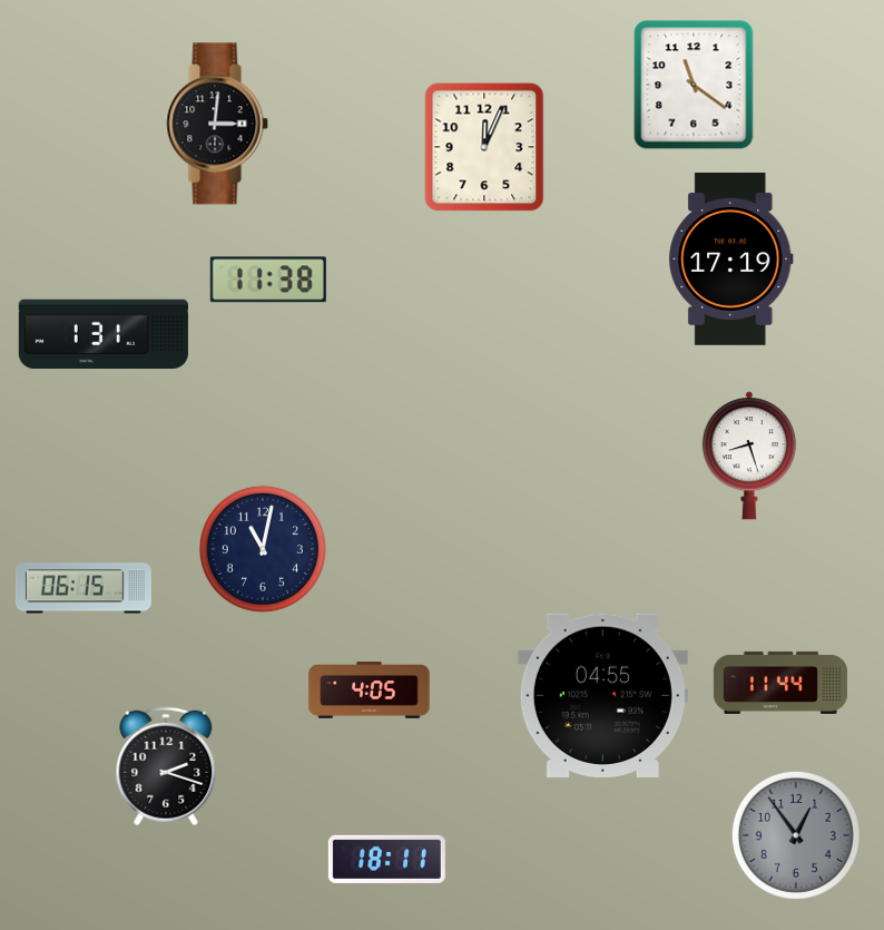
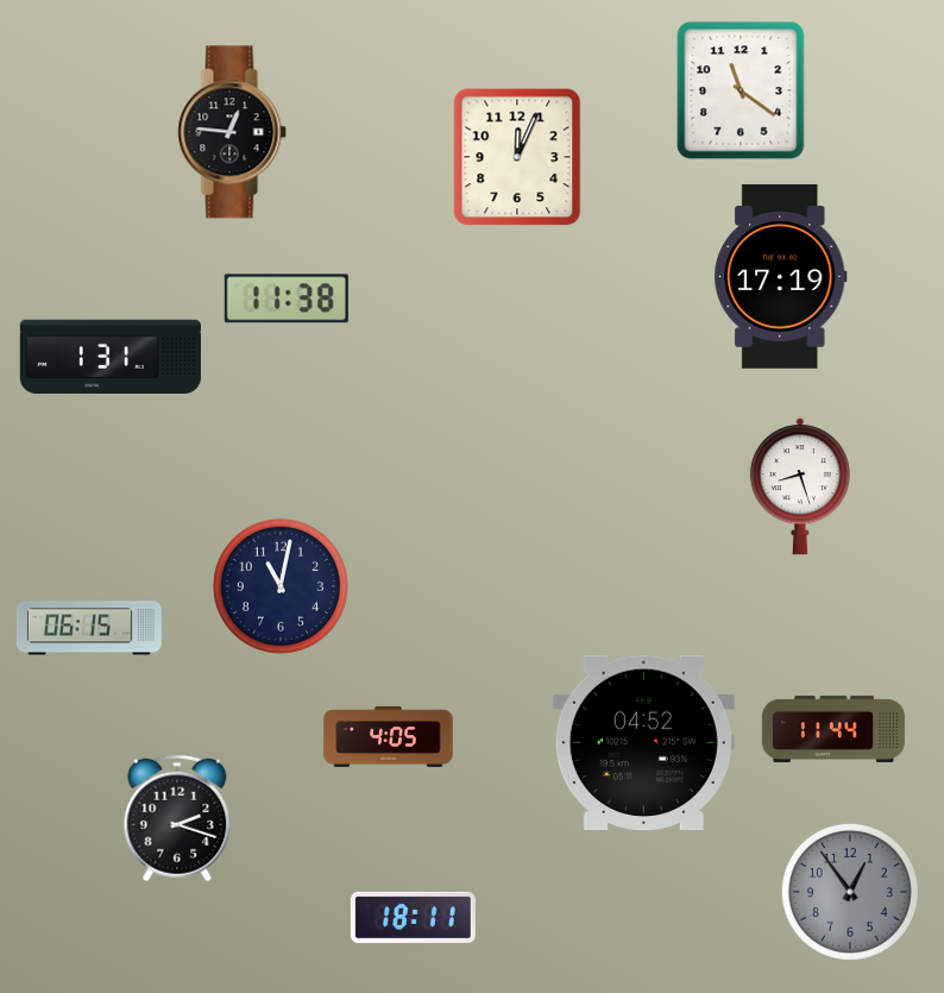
clock at (217, 124): 3:01 -> 12:46
clock at (370, 691) position: (370, 691) -> (389, 737)
clock at (602, 695): 04:55 -> 04:52
